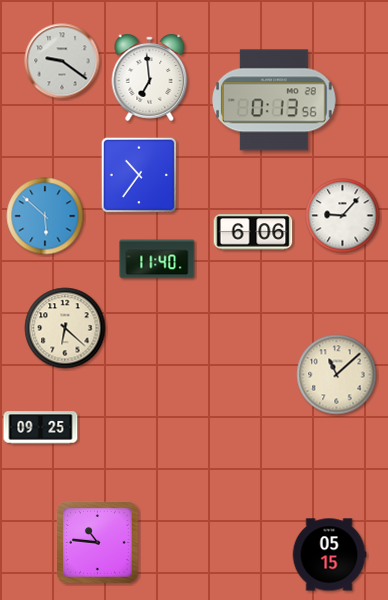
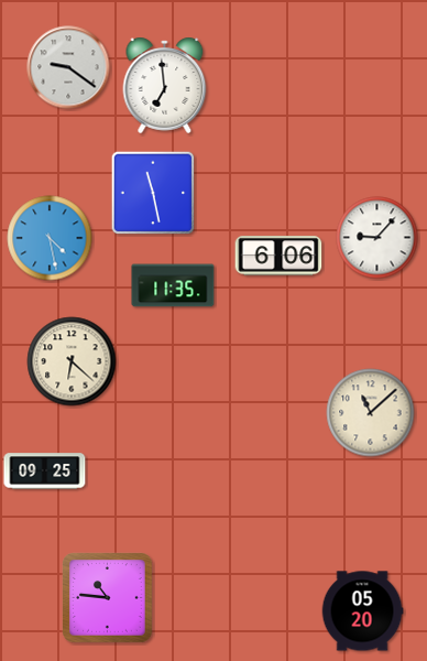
clock at (275, 100): 0:13 -> none
clock at (139, 175): 10:36 -> 11:28
clock at (45, 216): 5:52 -> 4:28
clock at (157, 259): 11:40 -> 11:35
clock at (329, 555): 05:15 -> 05:20
